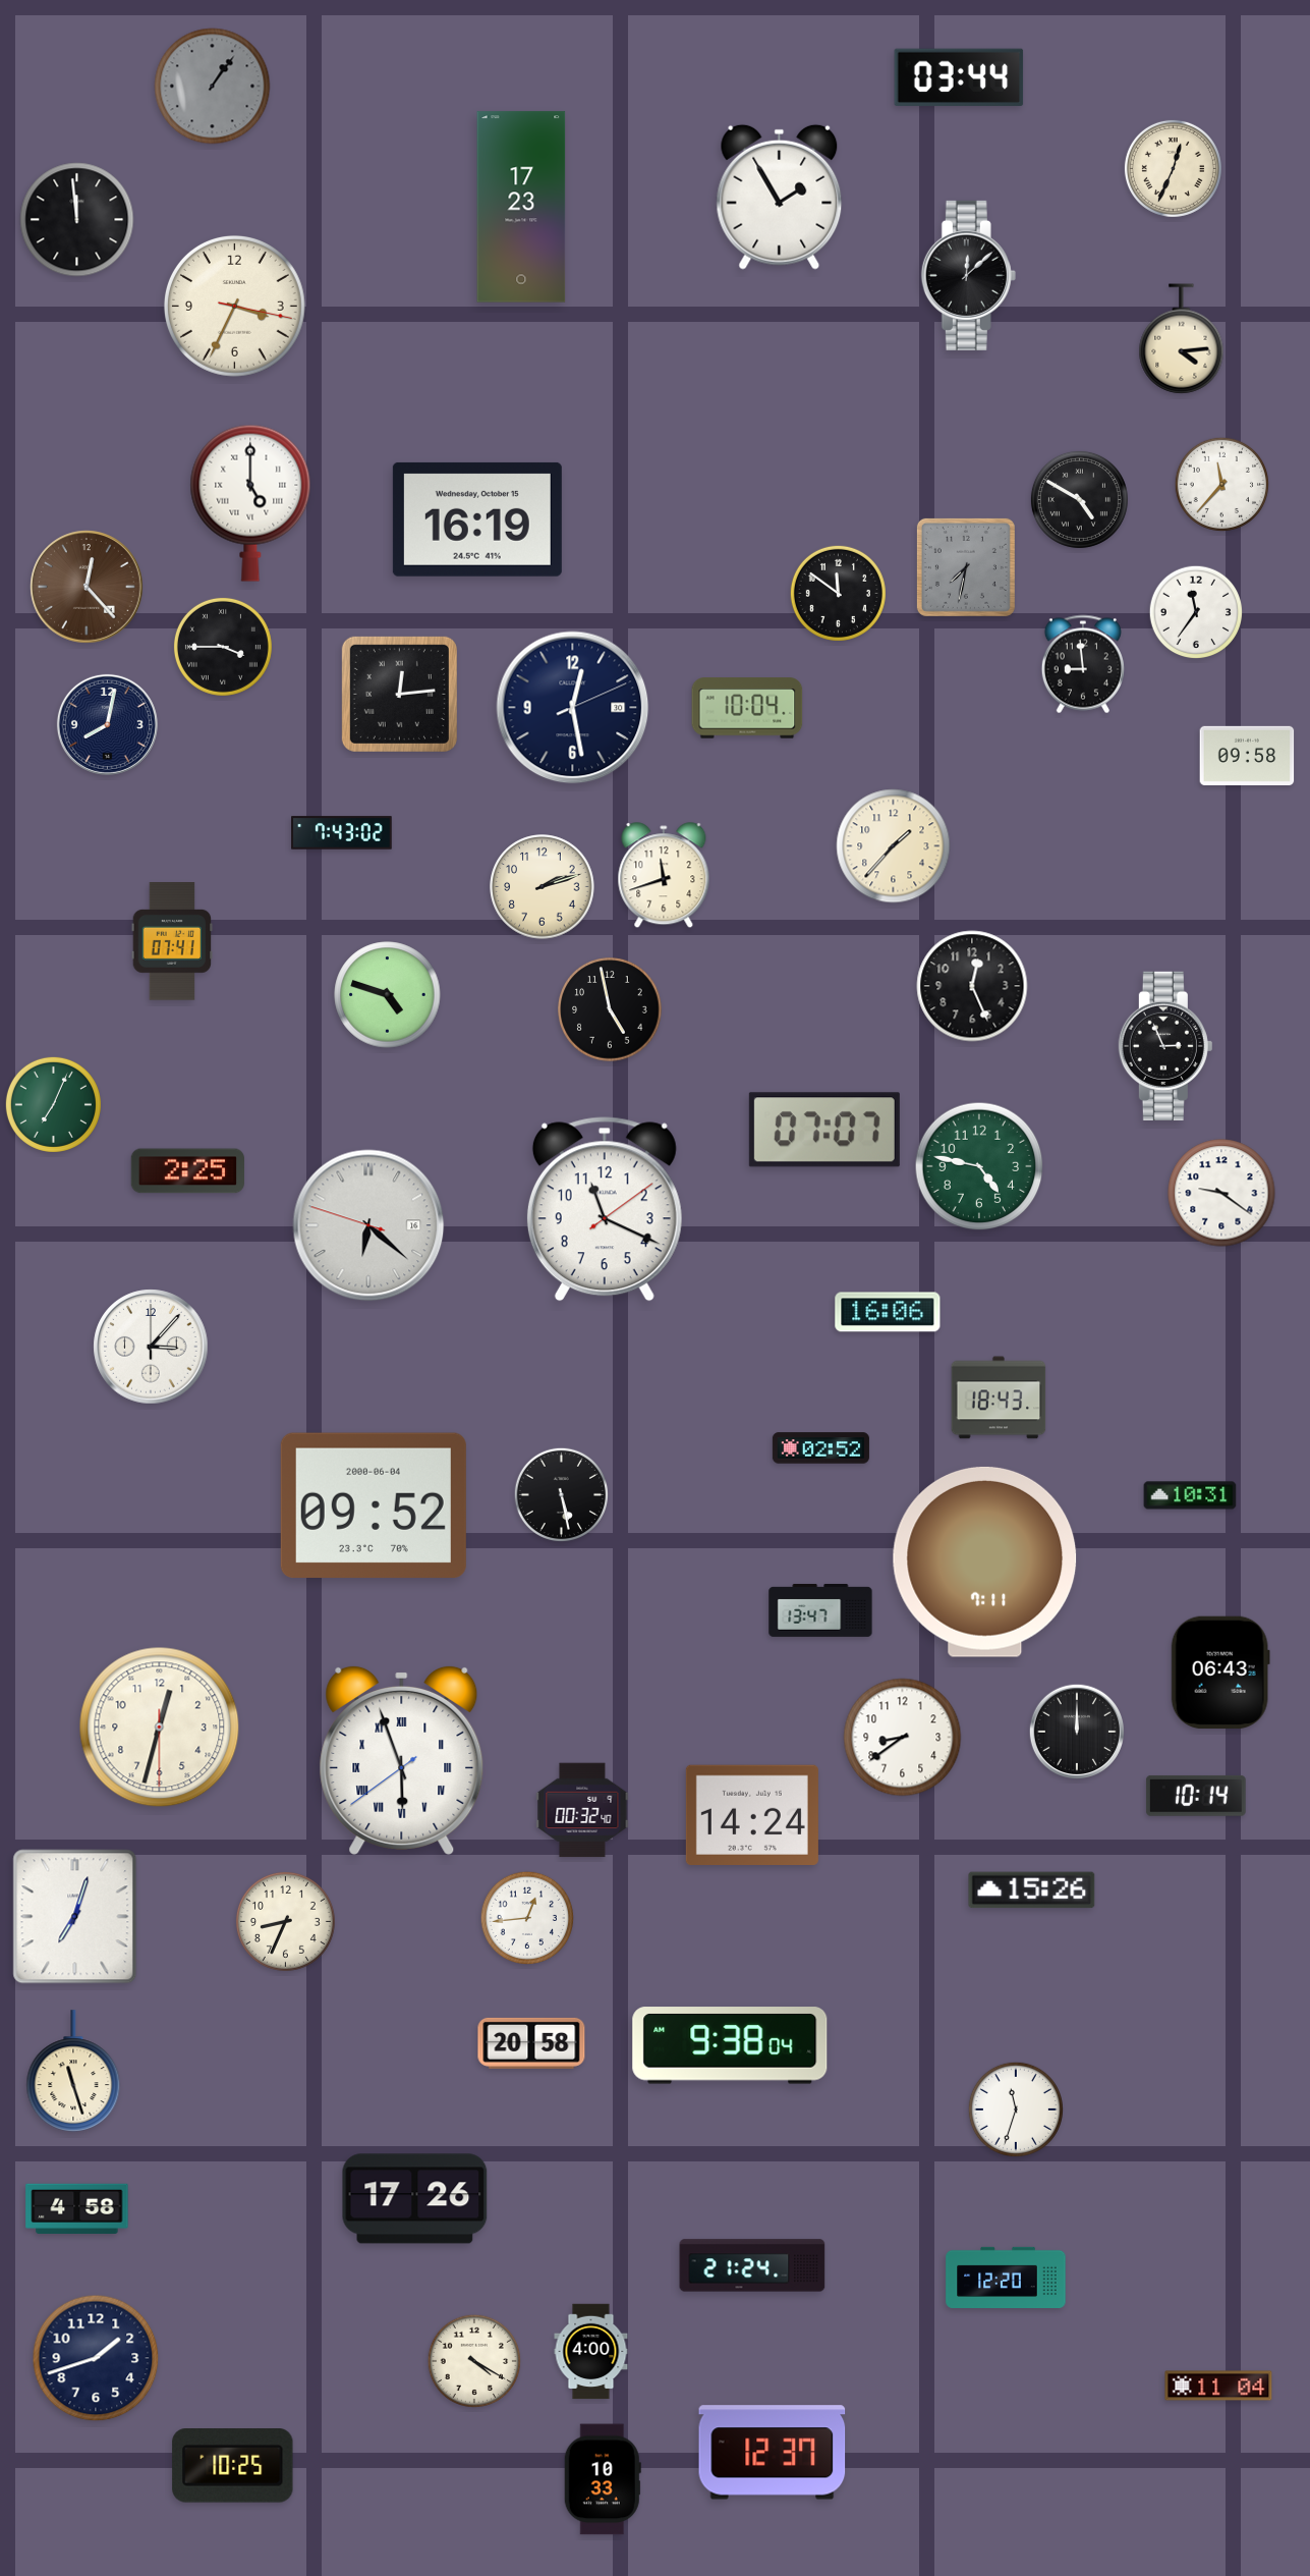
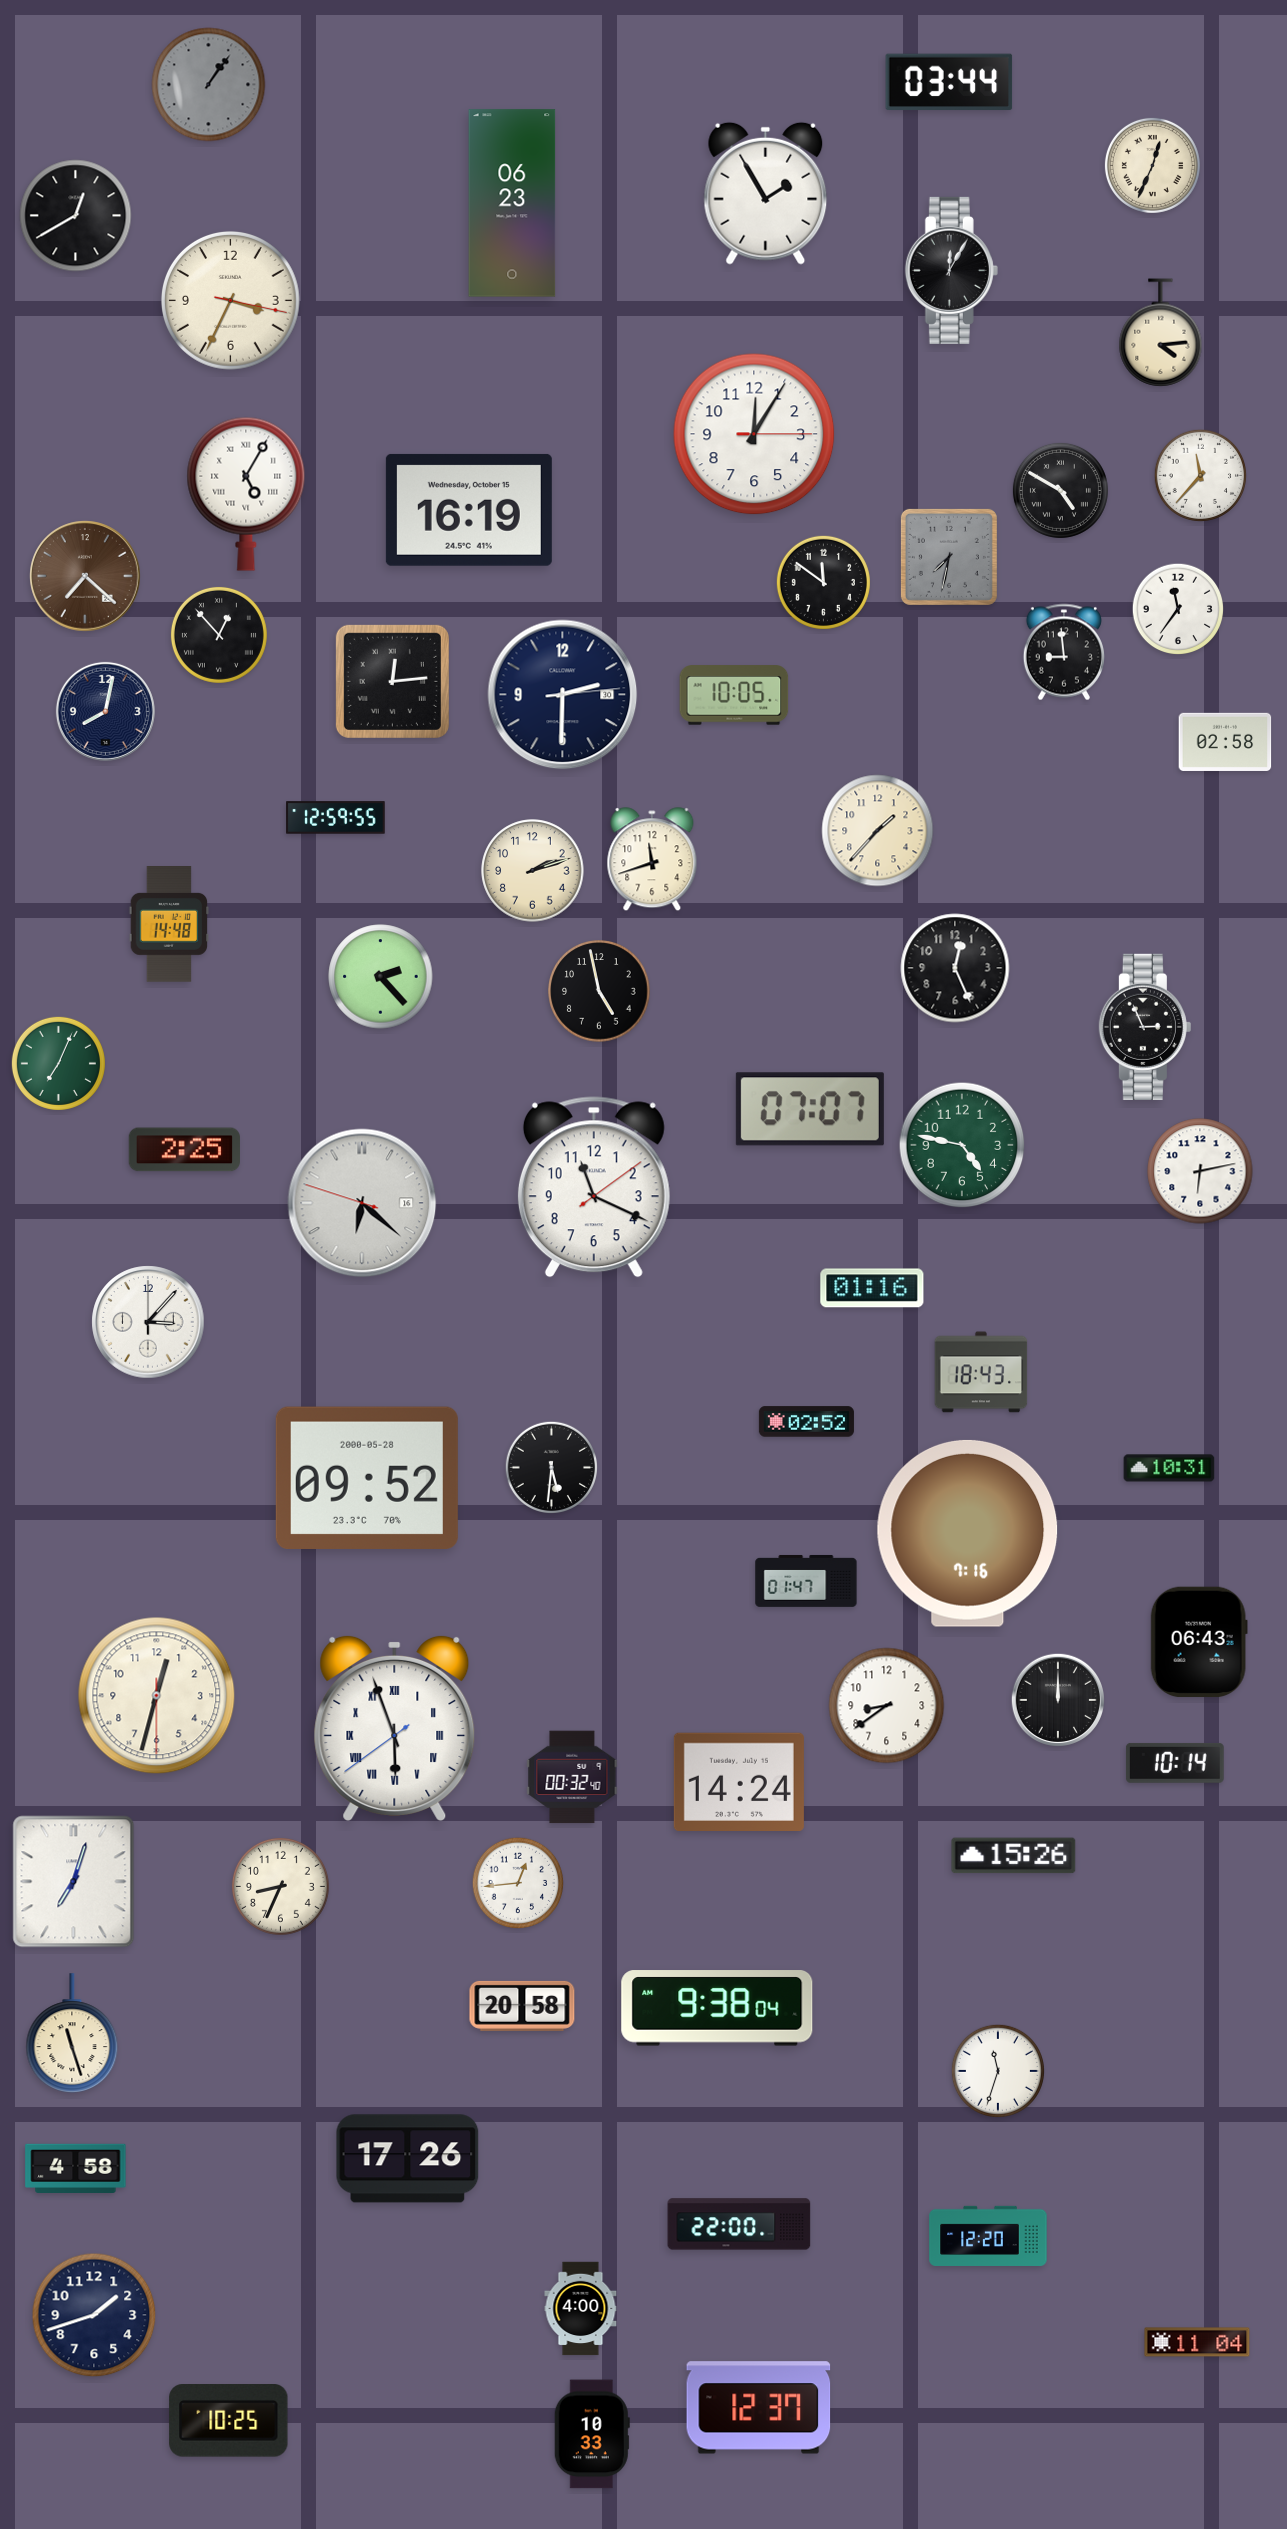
clock at (959, 77) position: (959, 77) -> (949, 82)
clock at (521, 207): 17:23 -> 06:23
clock at (77, 220): 11:59 -> 12:40
clock at (968, 275): 12:08 -> 12:05
clock at (754, 434): none -> 12:05
clock at (250, 503): 5:00 -> 5:05
clock at (87, 587): 12:23 -> 7:22
clock at (1196, 612) position: (1196, 612) -> (1178, 609)
clock at (223, 647): 3:45 -> 12:53
clock at (573, 708): 12:28 -> 2:30
clock at (747, 708): 10:04 -> 10:05
clock at (1247, 756): 09:58 -> 02:58
clock at (342, 833): 7:43 -> 12:59
clock at (172, 941): 07:41 -> 14:48
clock at (388, 995): 4:48 -> 2:23
clock at (53, 1104) position: (53, 1104) -> (58, 1063)
clock at (1221, 1193): 9:21 -> 6:13
clock at (888, 1312): 16:06 -> 01:16
clock at (561, 1494): 5:28 -> 5:31
clock at (374, 1504) date: 2000-06-04 -> 2000-05-28
clock at (985, 1561): 7:11 -> 7:16
clock at (820, 1610): 13:47 -> 01:47
clock at (752, 2265): 21:24 -> 22:00
clock at (474, 2361): 4:20 -> none
